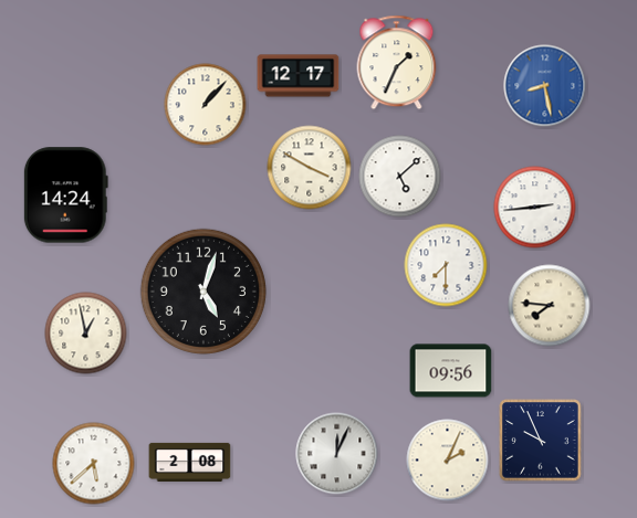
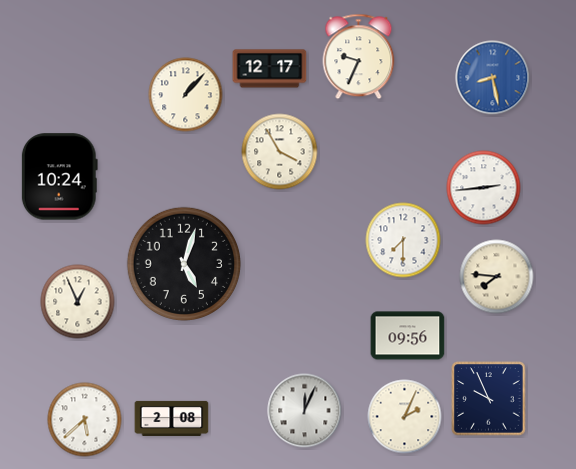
clock at (397, 63): 1:34 -> 9:34
clock at (310, 168): 3:50 -> 3:55
clock at (400, 177): 5:08 -> none
clock at (65, 195): 14:24 -> 10:24
clock at (86, 334): 12:58 -> 12:56
